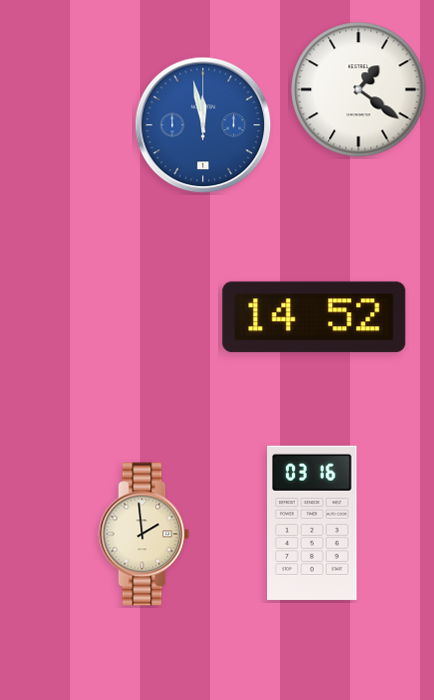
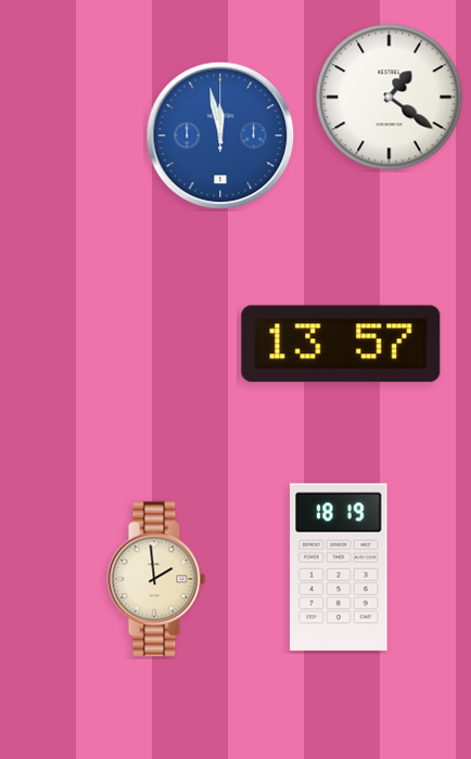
clock at (314, 317): 14:52 -> 13:57
clock at (312, 523): 03:16 -> 18:19
